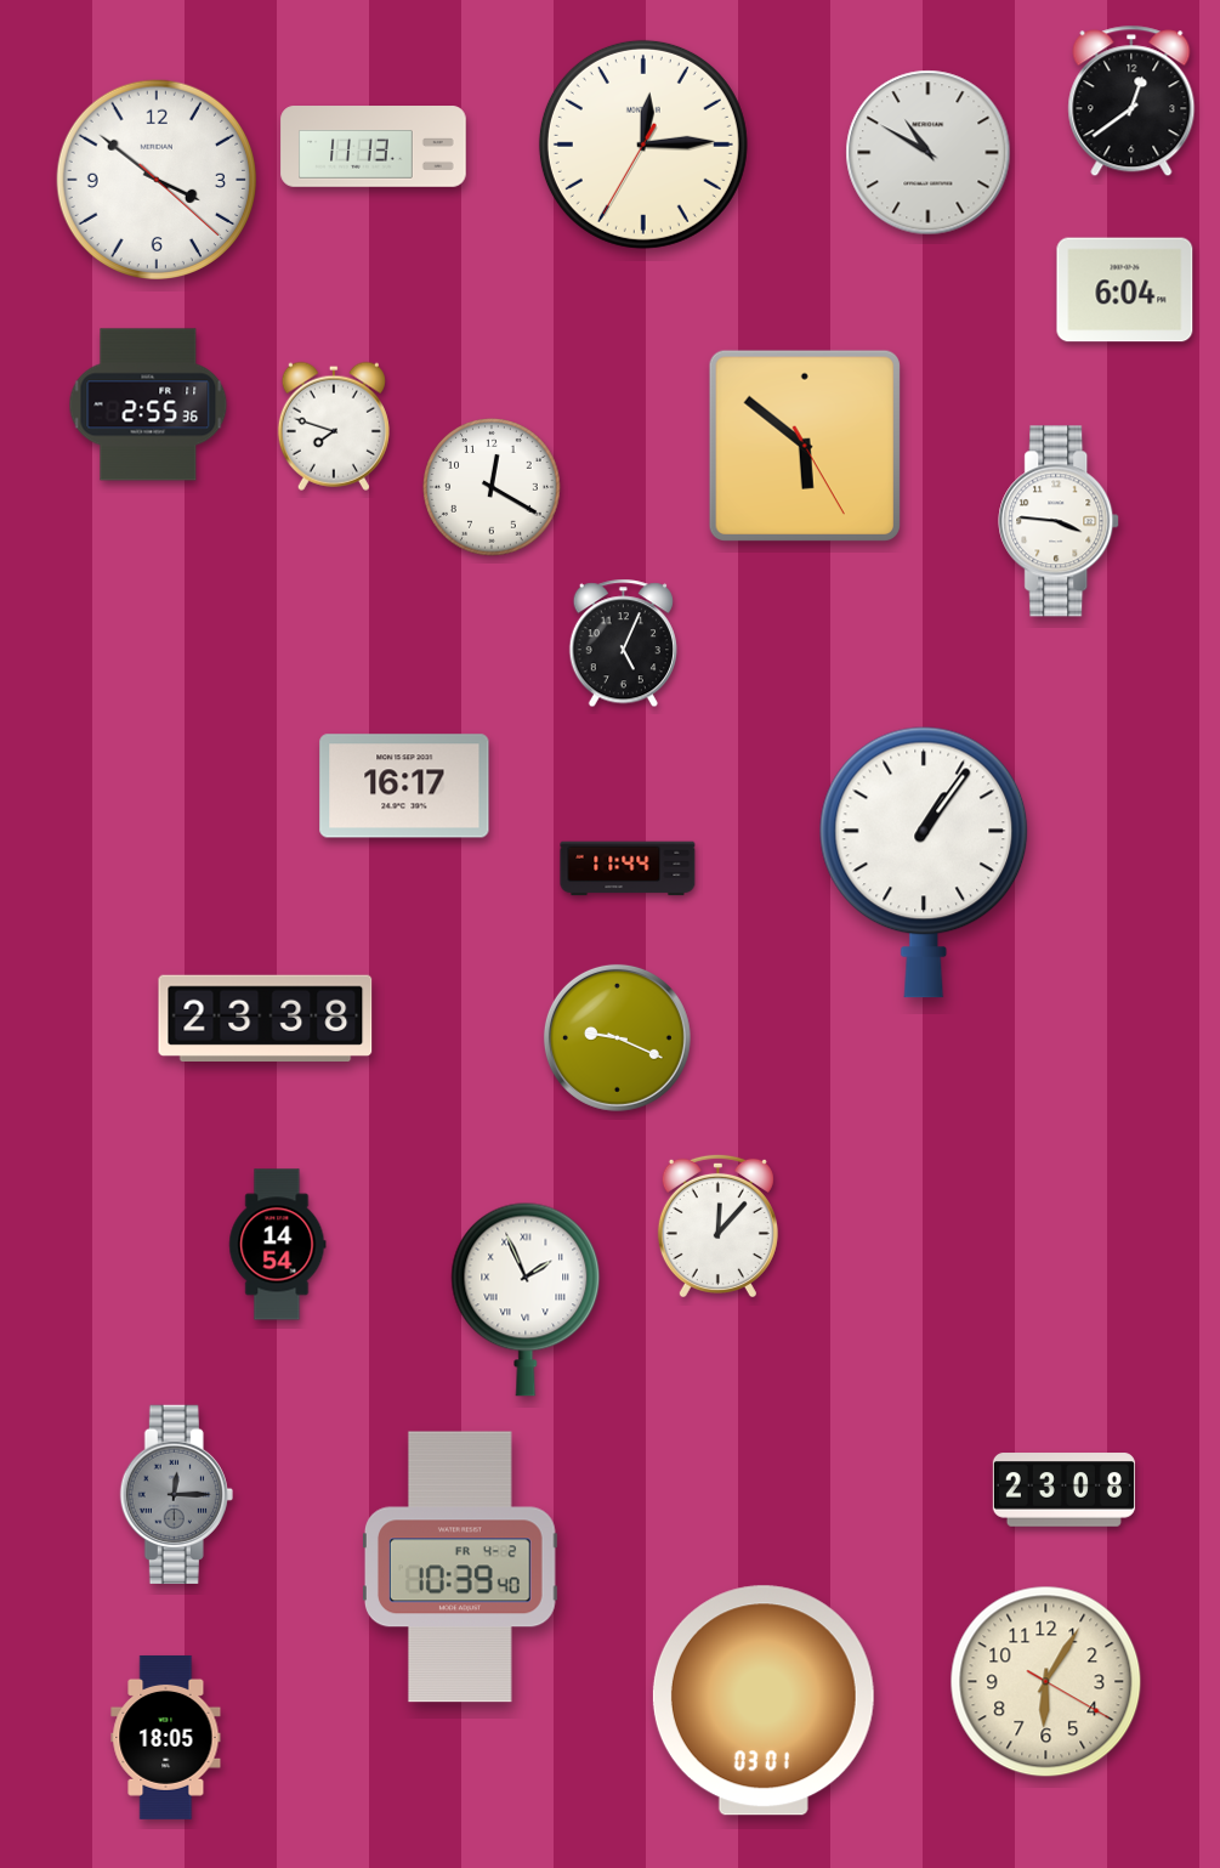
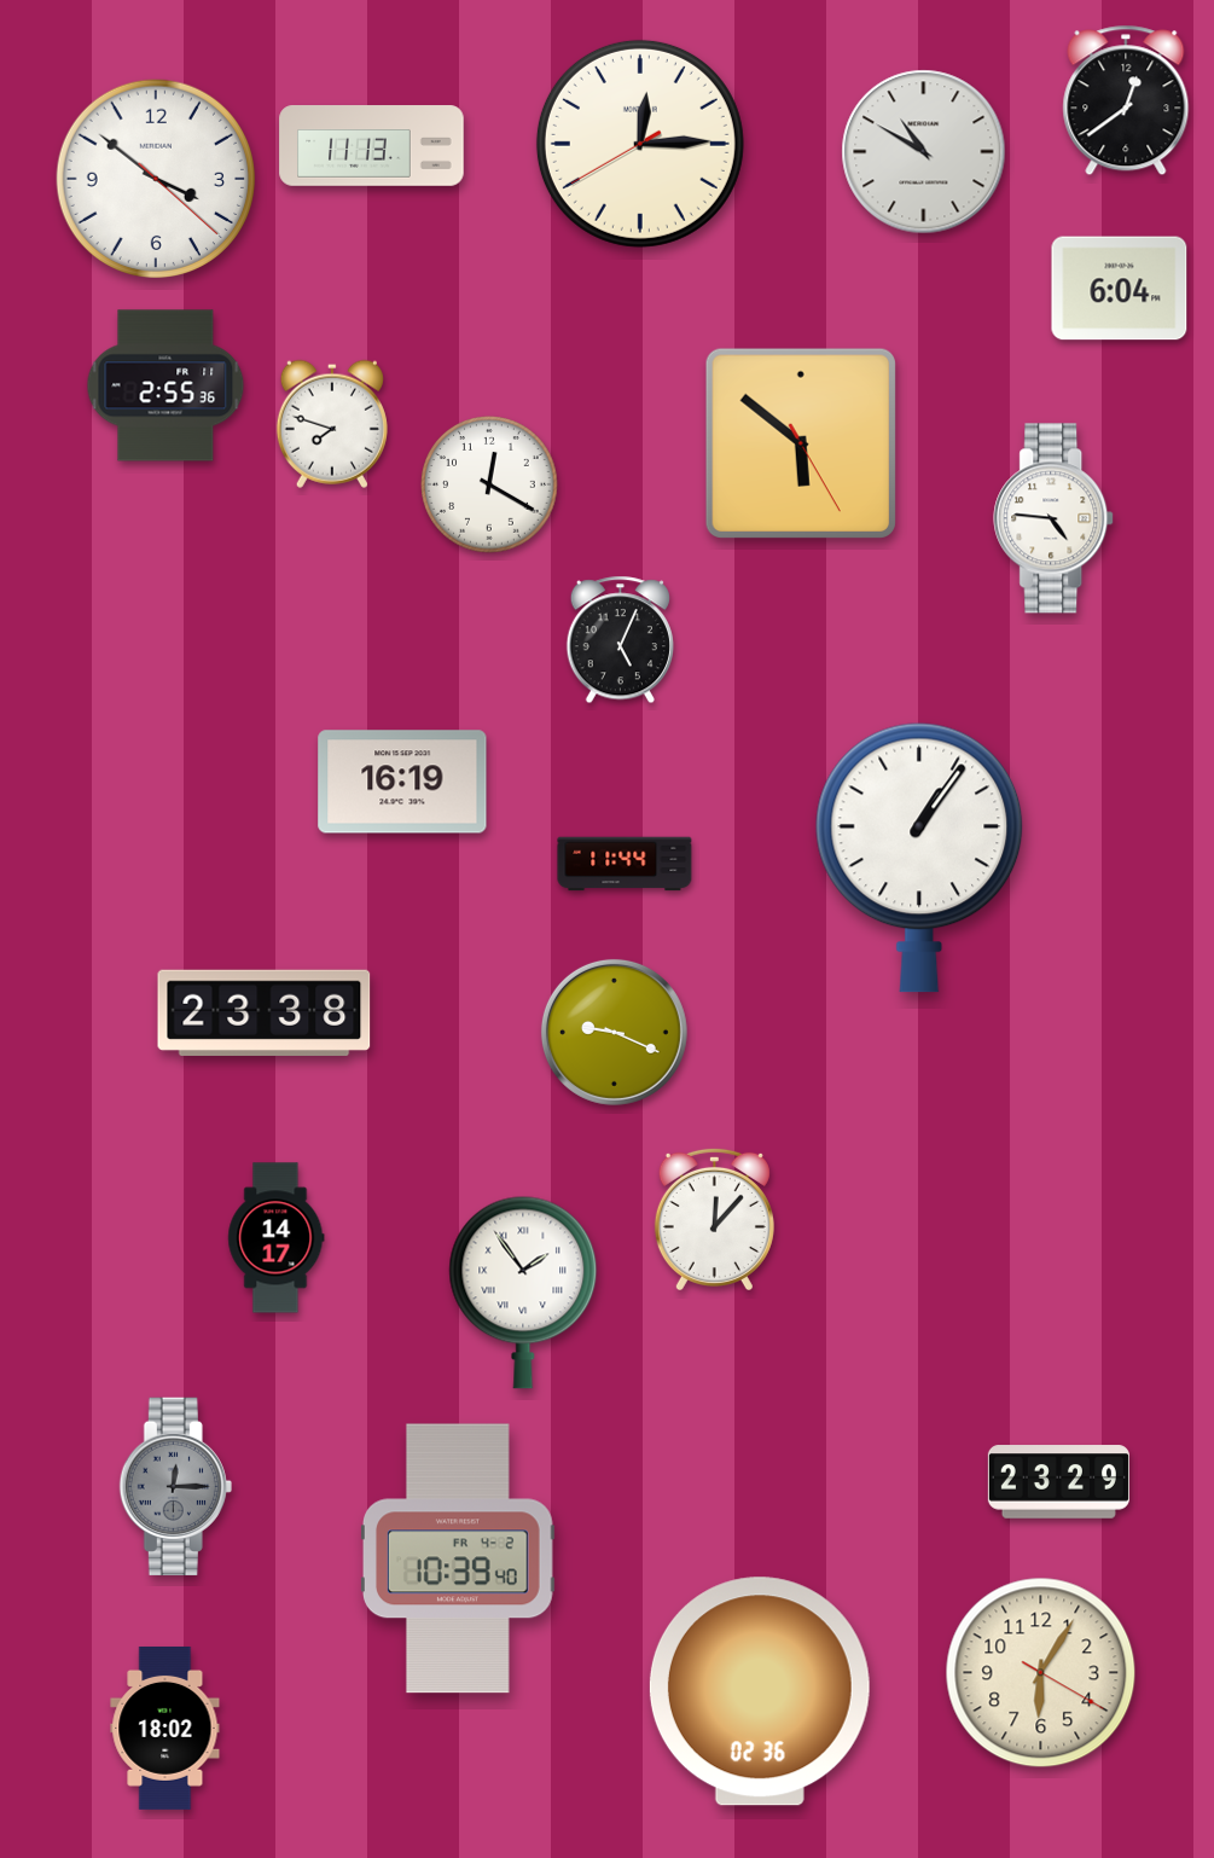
clock at (643, 145): 12:14:35 -> 12:14:40
clock at (148, 404) position: (148, 404) -> (165, 385)
clock at (1060, 521): 3:46 -> 4:46
clock at (404, 786): 16:17 -> 16:19
clock at (278, 1245): 14:54 -> 14:17
clock at (526, 1300): 1:56 -> 1:54
clock at (1063, 1490): 23:08 -> 23:29
clock at (764, 1700): 03:01 -> 02:36
clock at (166, 1737): 18:05 -> 18:02
